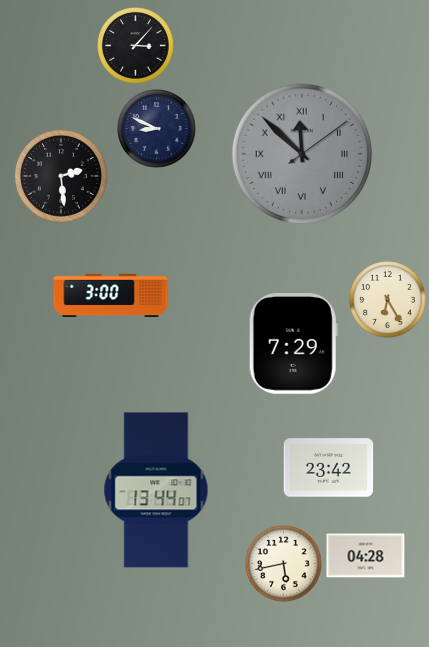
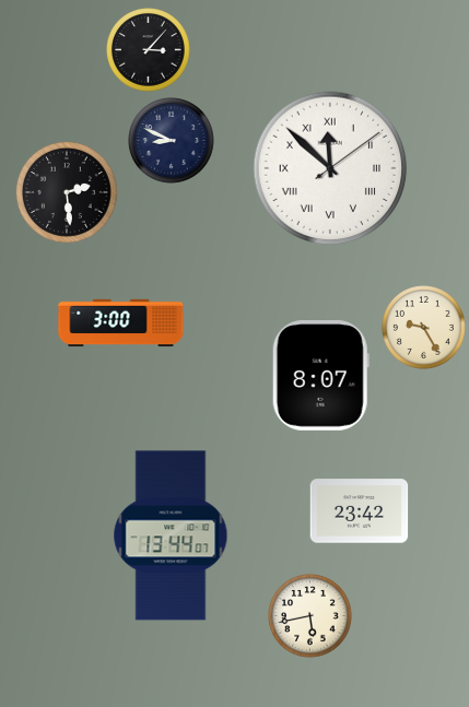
clock at (302, 154) dial: grey -> white
clock at (388, 300): 6:25 -> 9:25
clock at (293, 344): 7:29 -> 8:07
clock at (366, 556): 04:28 -> none
